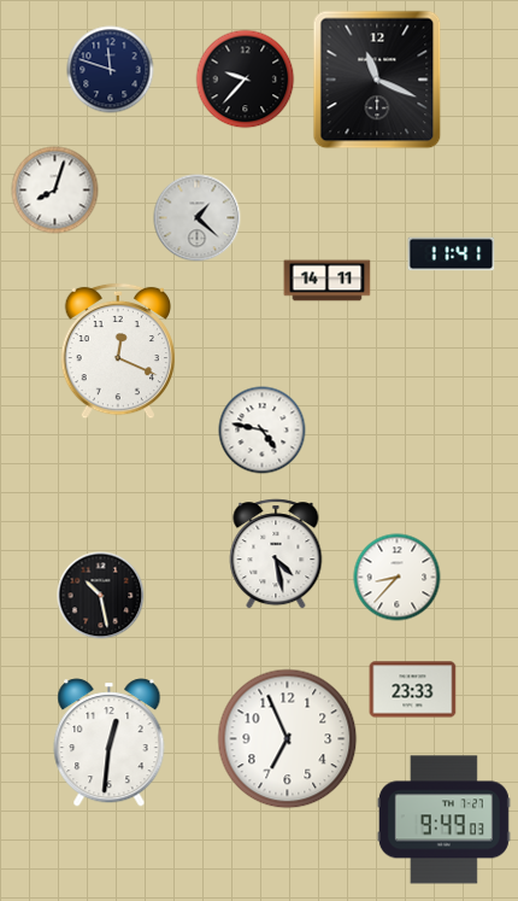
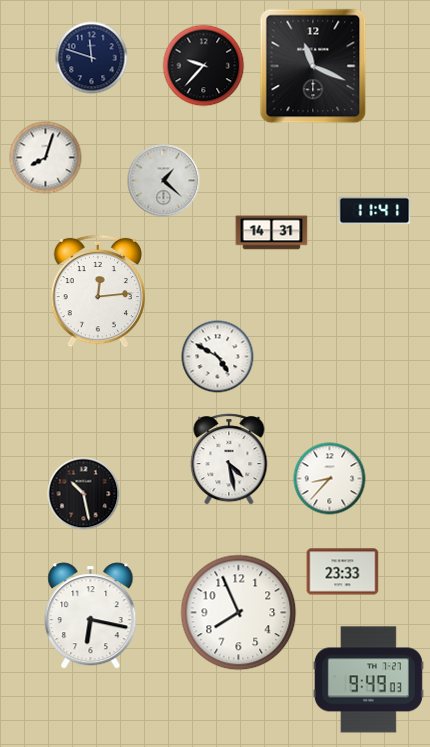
clock at (328, 281): 14:11 -> 14:31
clock at (118, 351): 12:19 -> 12:14
clock at (263, 431): 4:47 -> 4:50
clock at (288, 739): 6:56 -> 7:56
clock at (110, 743): 12:31 -> 6:17
